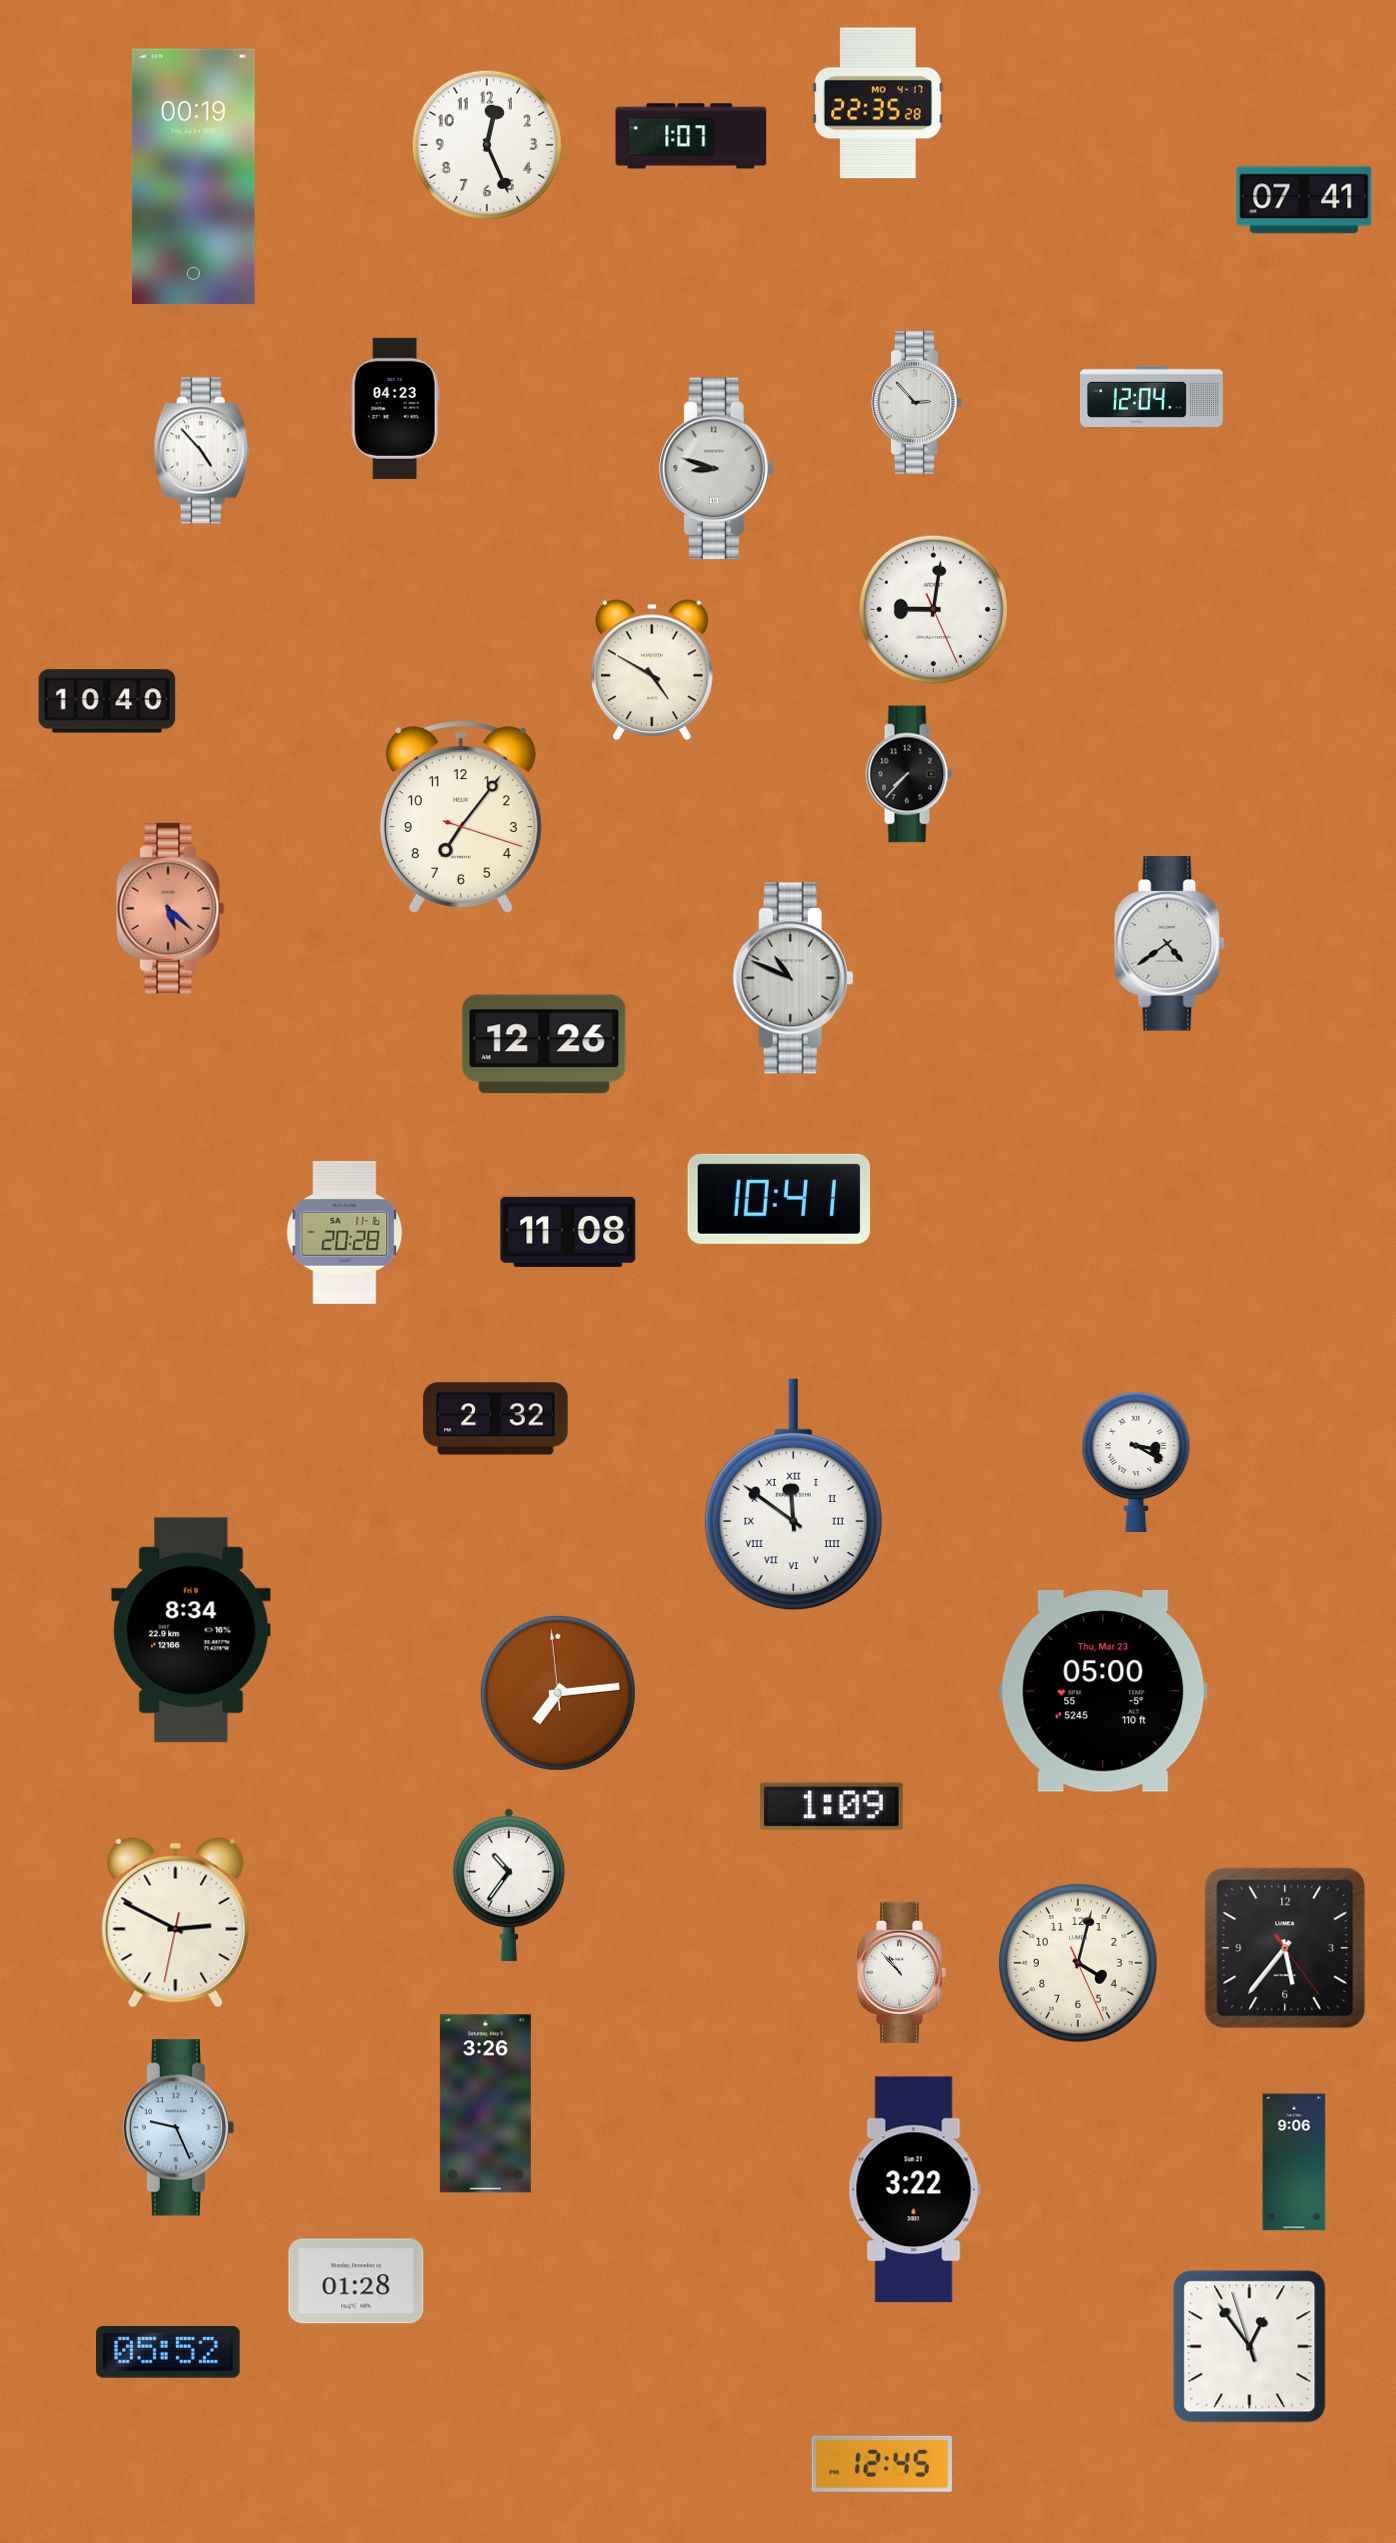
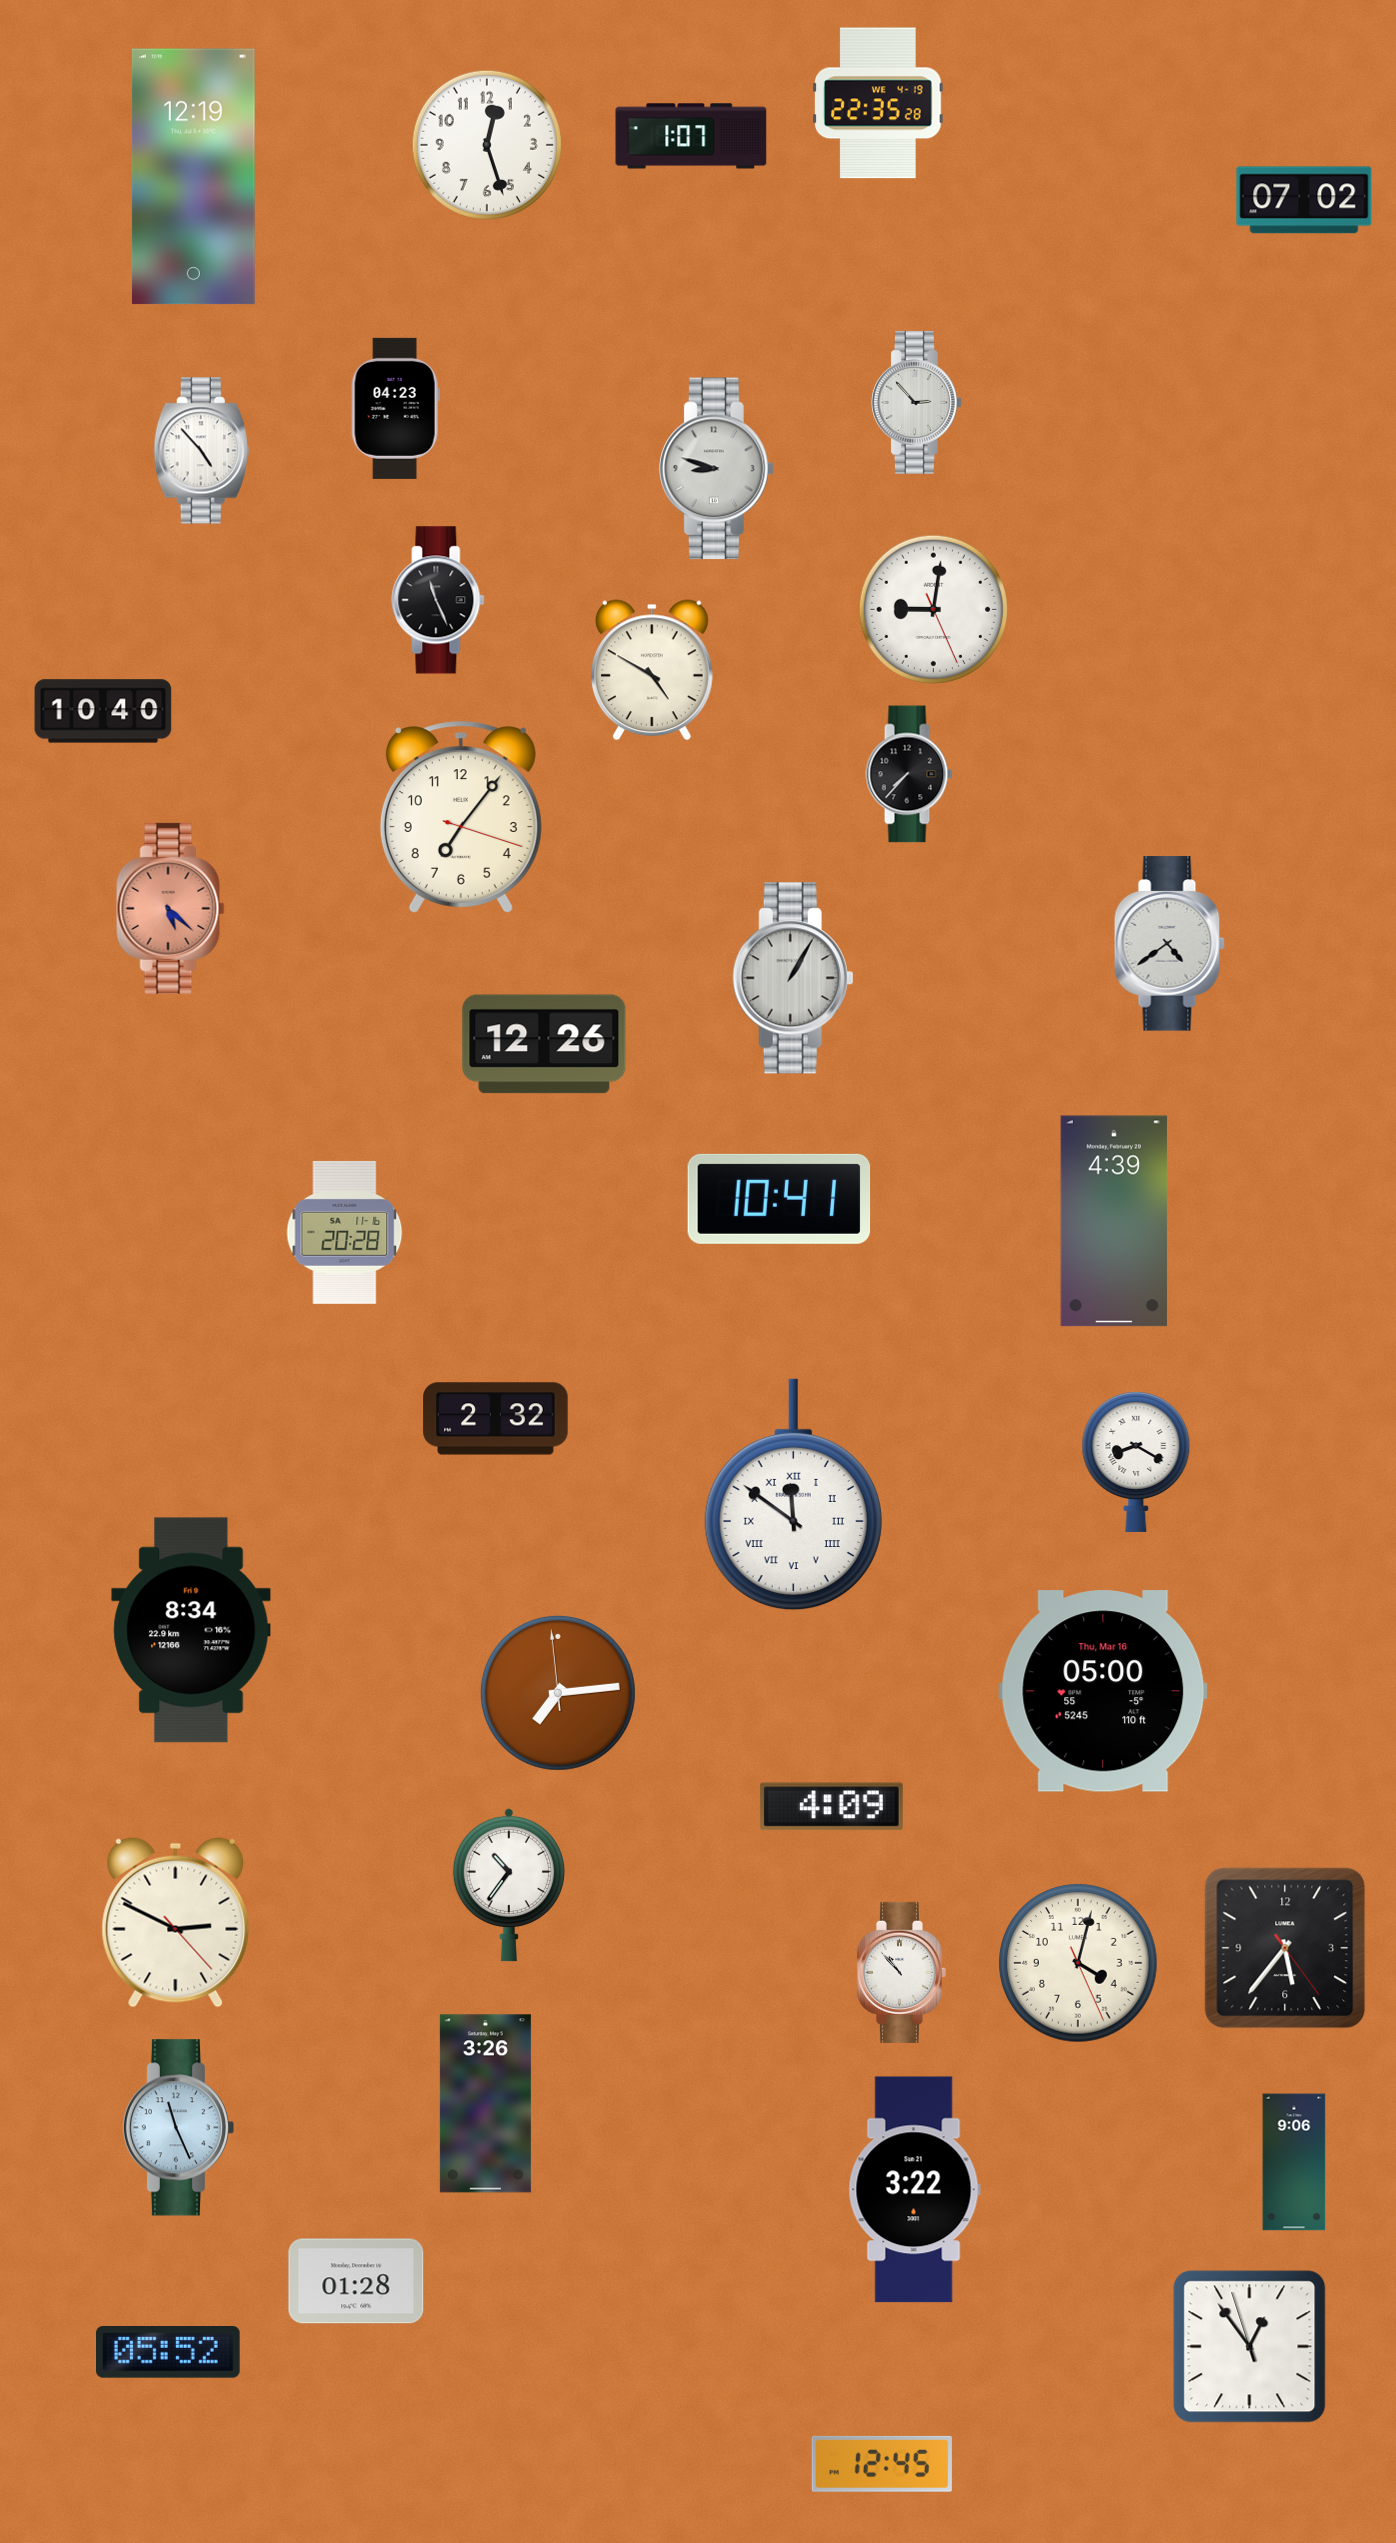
clock at (879, 103) date: MO 4-17 -> WE 4-19
clock at (487, 145): 12:26 -> 12:27
clock at (193, 177): 00:19 -> 12:19
clock at (1304, 200): 07:41 -> 07:02
clock at (1152, 396): 12:04 -> none
clock at (438, 600): none -> 11:26
clock at (107, 701) position: (107, 701) -> (103, 711)
clock at (793, 978): 10:49 -> 1:05
clock at (1114, 1221): none -> 4:39
clock at (568, 1232): 11:08 -> none
clock at (1136, 1462): 3:20 -> 8:20
clock at (1103, 1691) date: Thu, Mar 23 -> Thu, Mar 16
clock at (831, 1807): 1:09 -> 4:09
clock at (176, 1922): 2:49:32 -> 2:49:23
clock at (178, 2128): 9:26 -> 11:26
